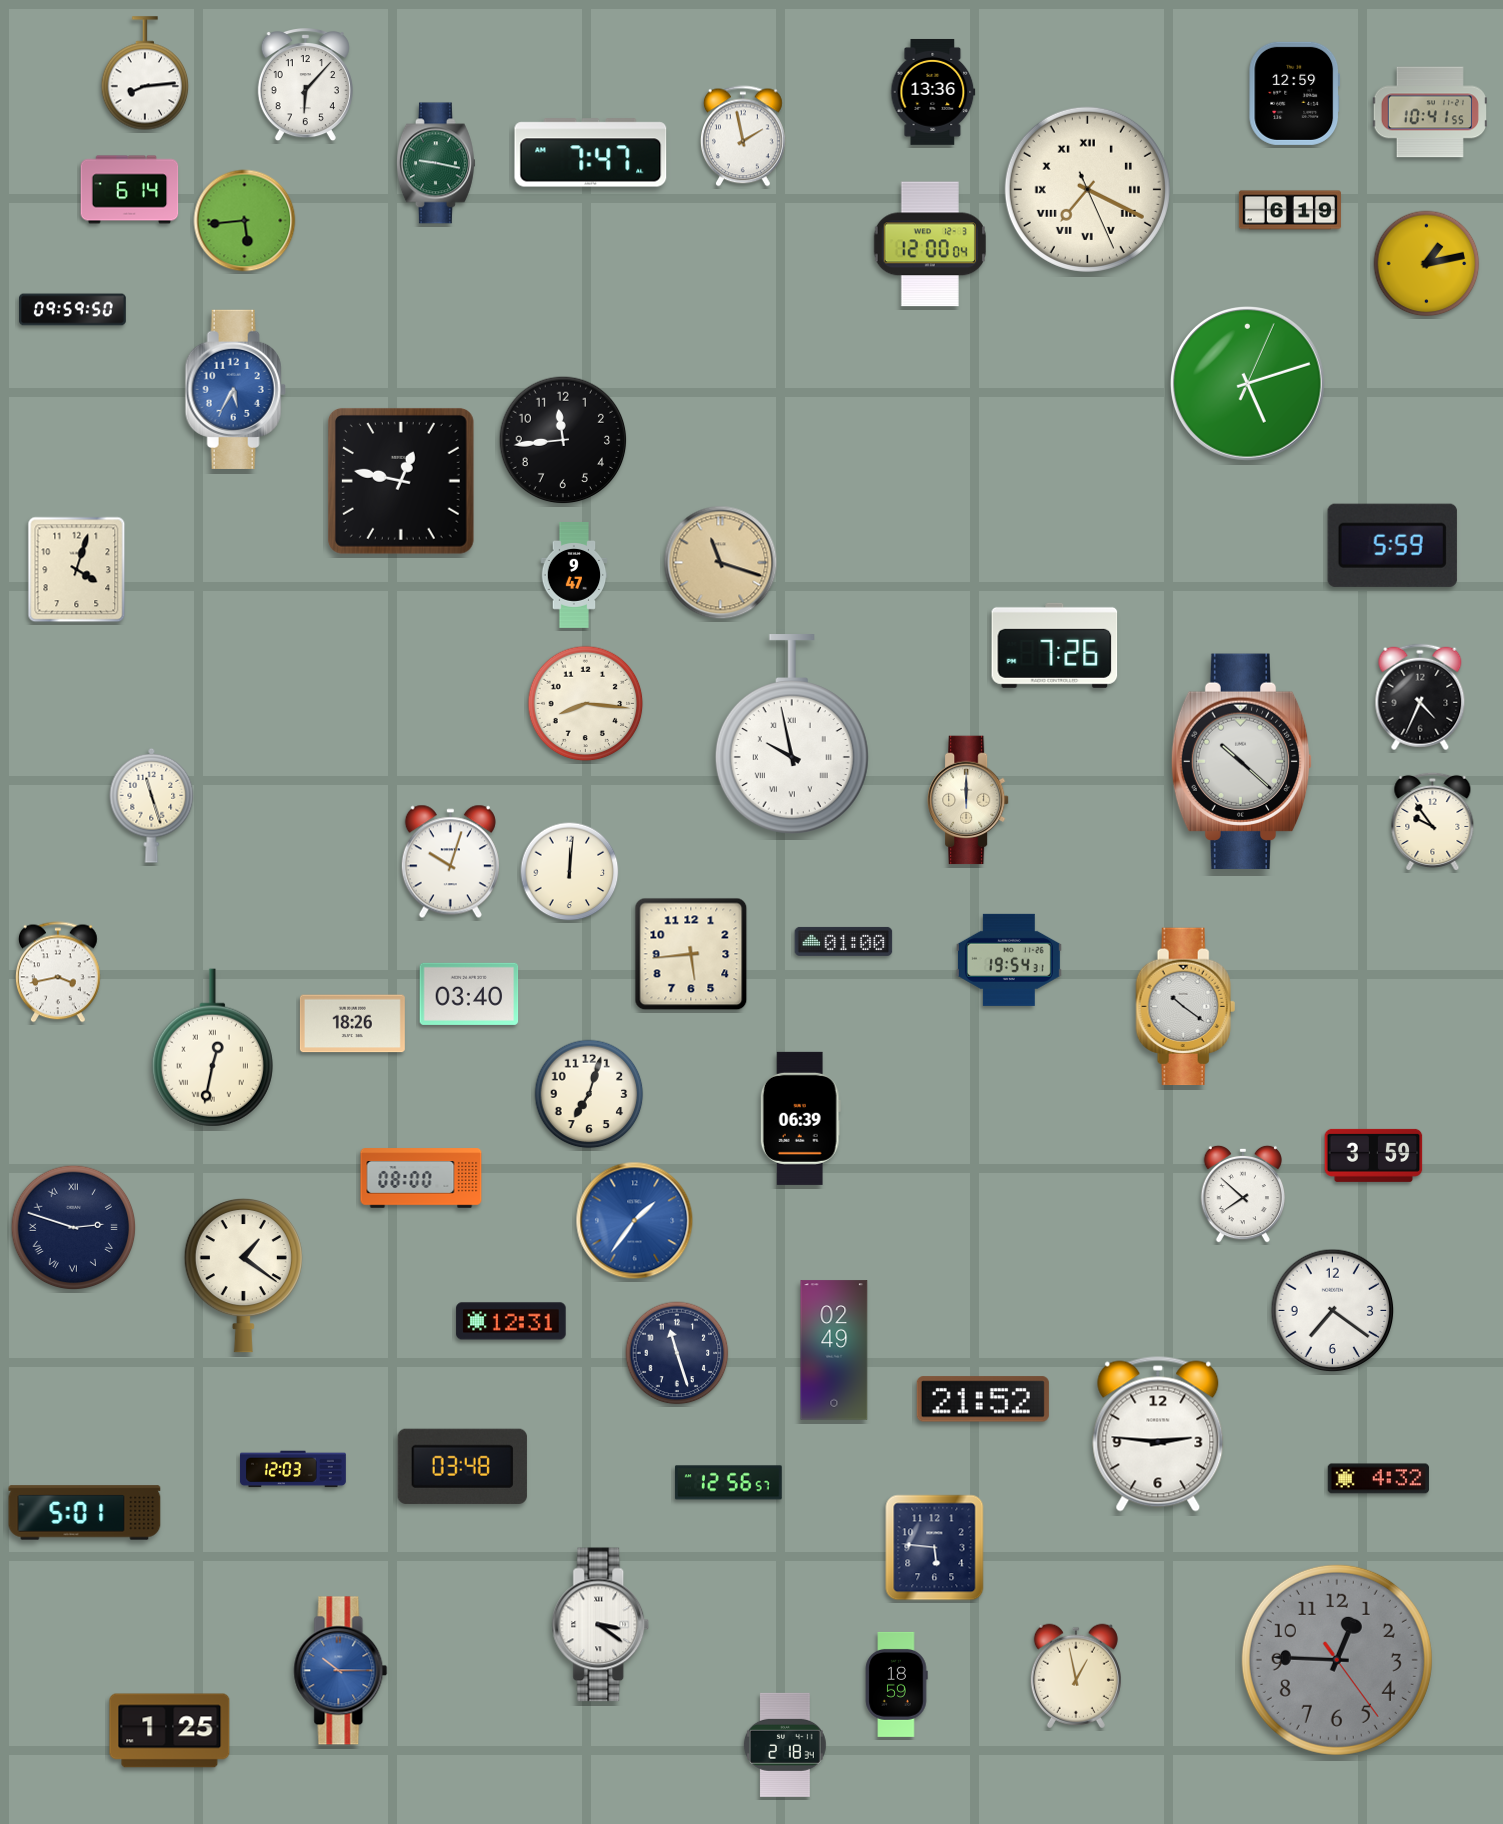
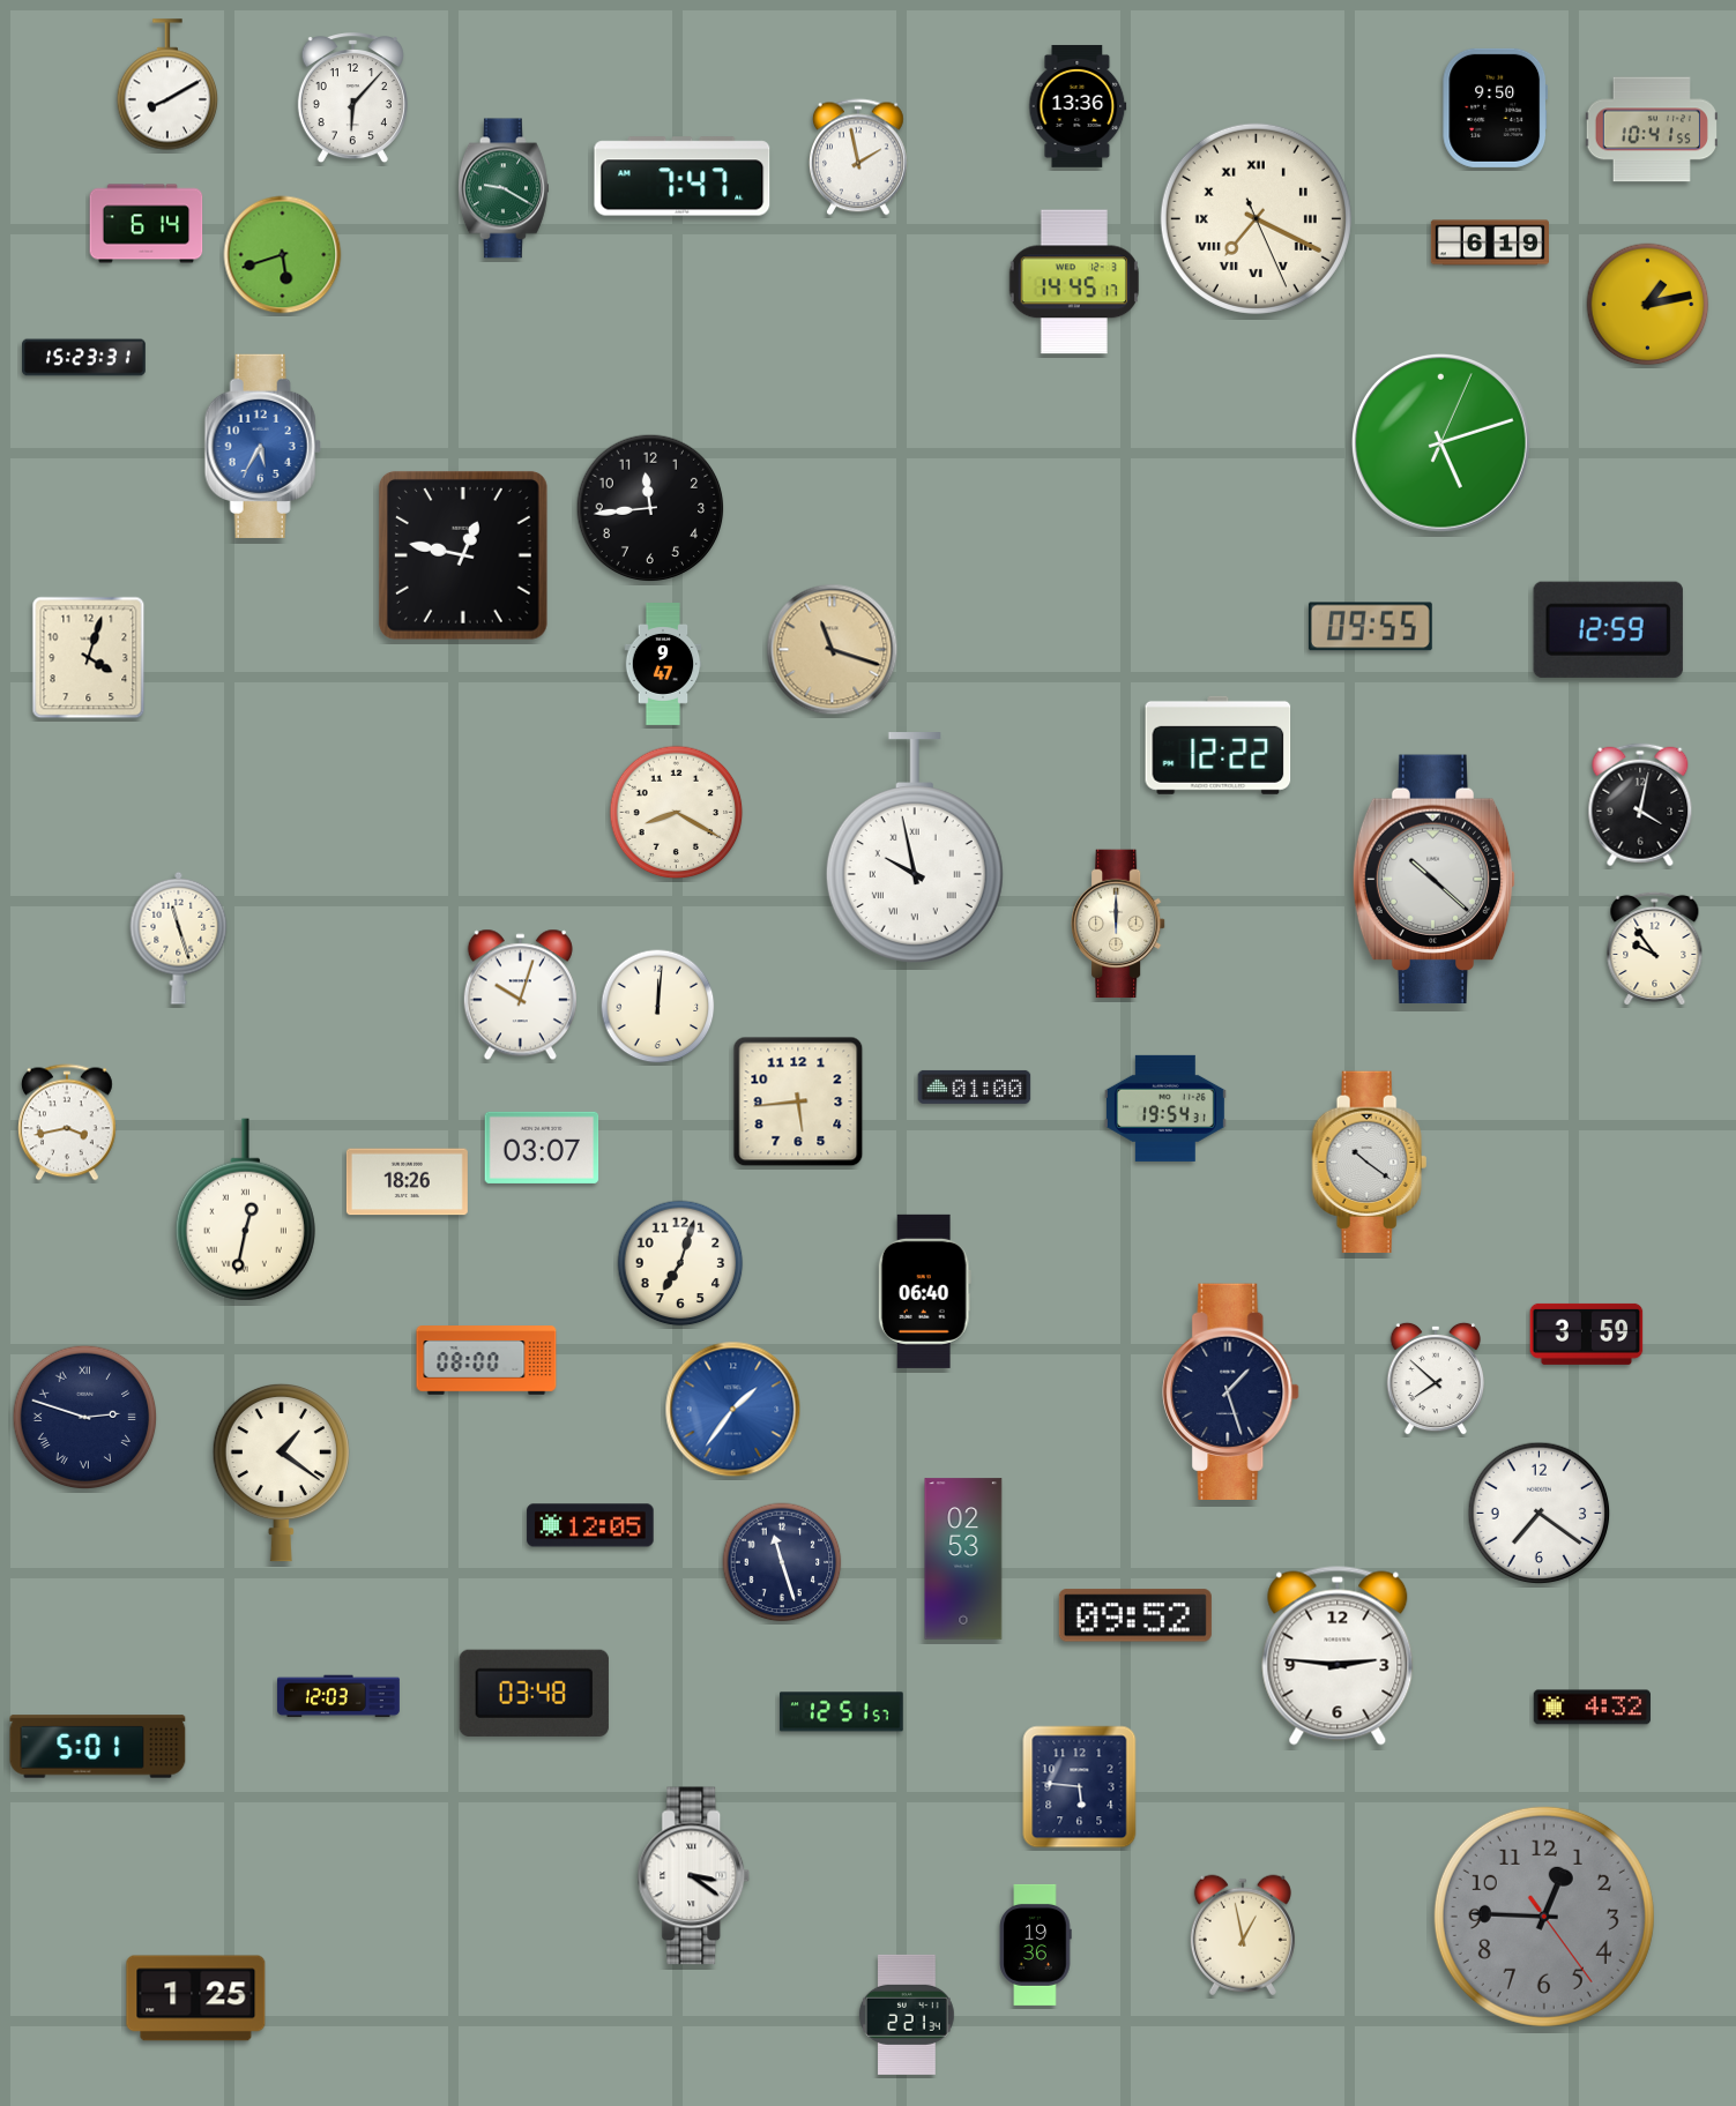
clock at (145, 73): 8:14 -> 8:10
clock at (1295, 93): 12:59 -> 9:50
clock at (436, 163): 9:17 -> 9:20
clock at (130, 190) position: (130, 190) -> (147, 224)
clock at (245, 221): 5:44 -> 5:42
clock at (930, 244): 12:00 -> 14:45
clock at (73, 310): 09:59 -> 15:23
clock at (235, 389) position: (235, 389) -> (262, 446)
clock at (1370, 627): none -> 09:55
clock at (1392, 545): 5:59 -> 12:59
clock at (1055, 645): 7:26 -> 12:22
clock at (1420, 697): 4:34 -> 4:02
clock at (586, 704): 8:16 -> 8:20
clock at (152, 805) position: (152, 805) -> (179, 938)
clock at (469, 994): 03:40 -> 03:07
clock at (800, 1118): 06:39 -> 06:40
clock at (1231, 1391): none -> 1:27
clock at (511, 1321): 12:31 -> 12:05
clock at (834, 1350): 02:49 -> 02:53
clock at (983, 1399): 21:52 -> 09:52
clock at (728, 1483): 12:56 -> 12:51
clock at (341, 1671): 10:15 -> none
clock at (896, 1684): 18:59 -> 19:36
clock at (785, 1745): 2:18 -> 2:21
